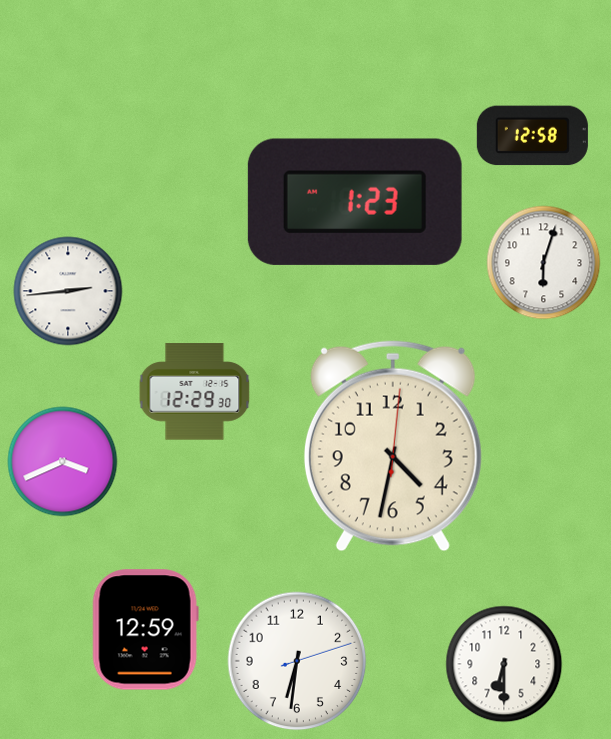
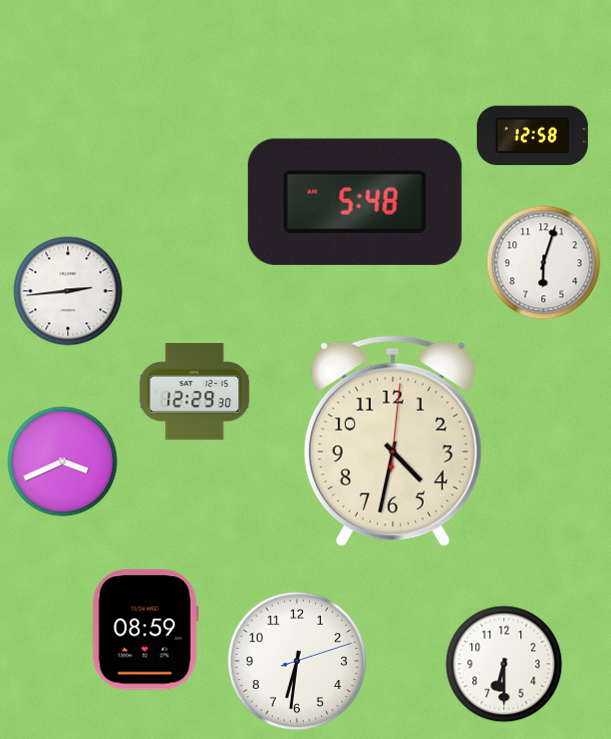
clock at (355, 202): 1:23 -> 5:48
clock at (393, 446) position: (393, 446) -> (393, 441)
clock at (145, 630): 12:59 -> 08:59
